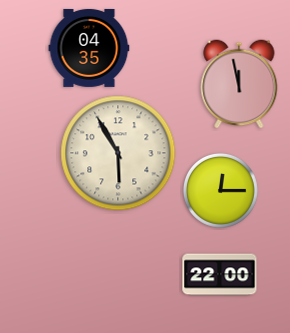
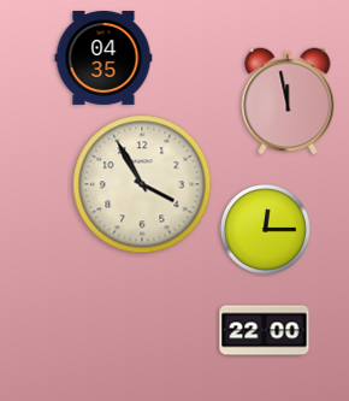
clock at (89, 48) position: (89, 48) -> (103, 58)
clock at (118, 153): 5:55 -> 3:55
